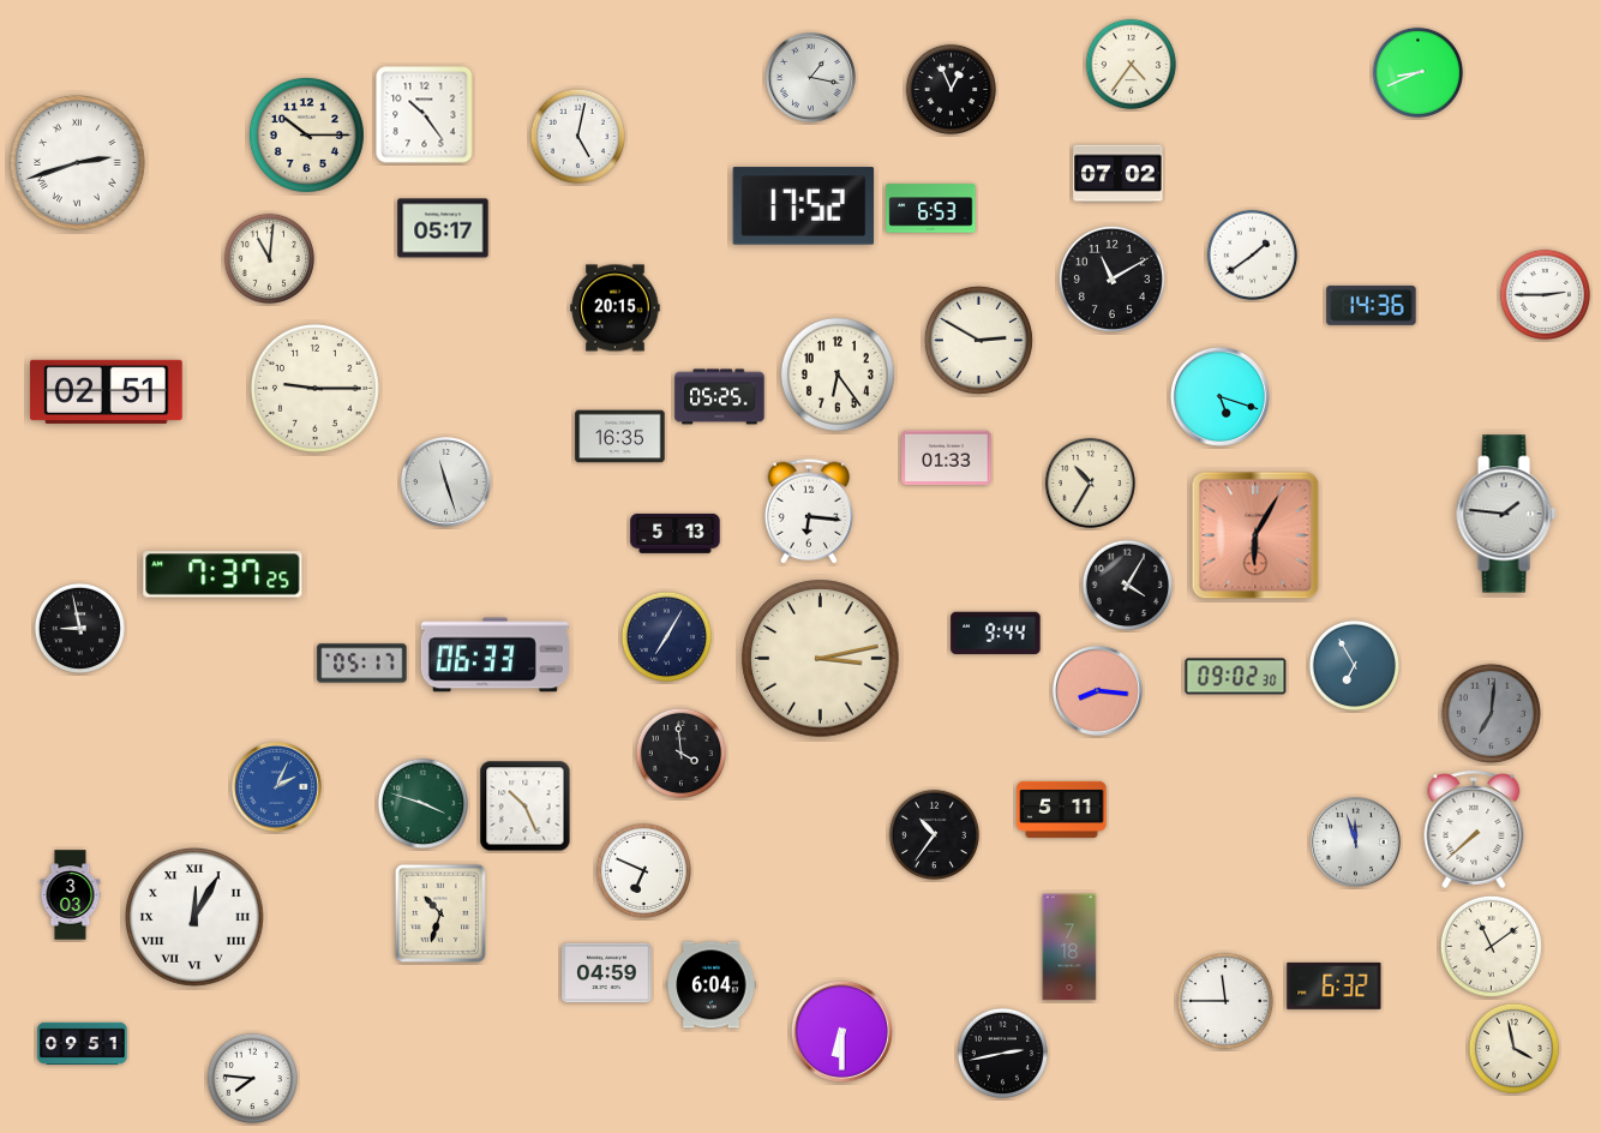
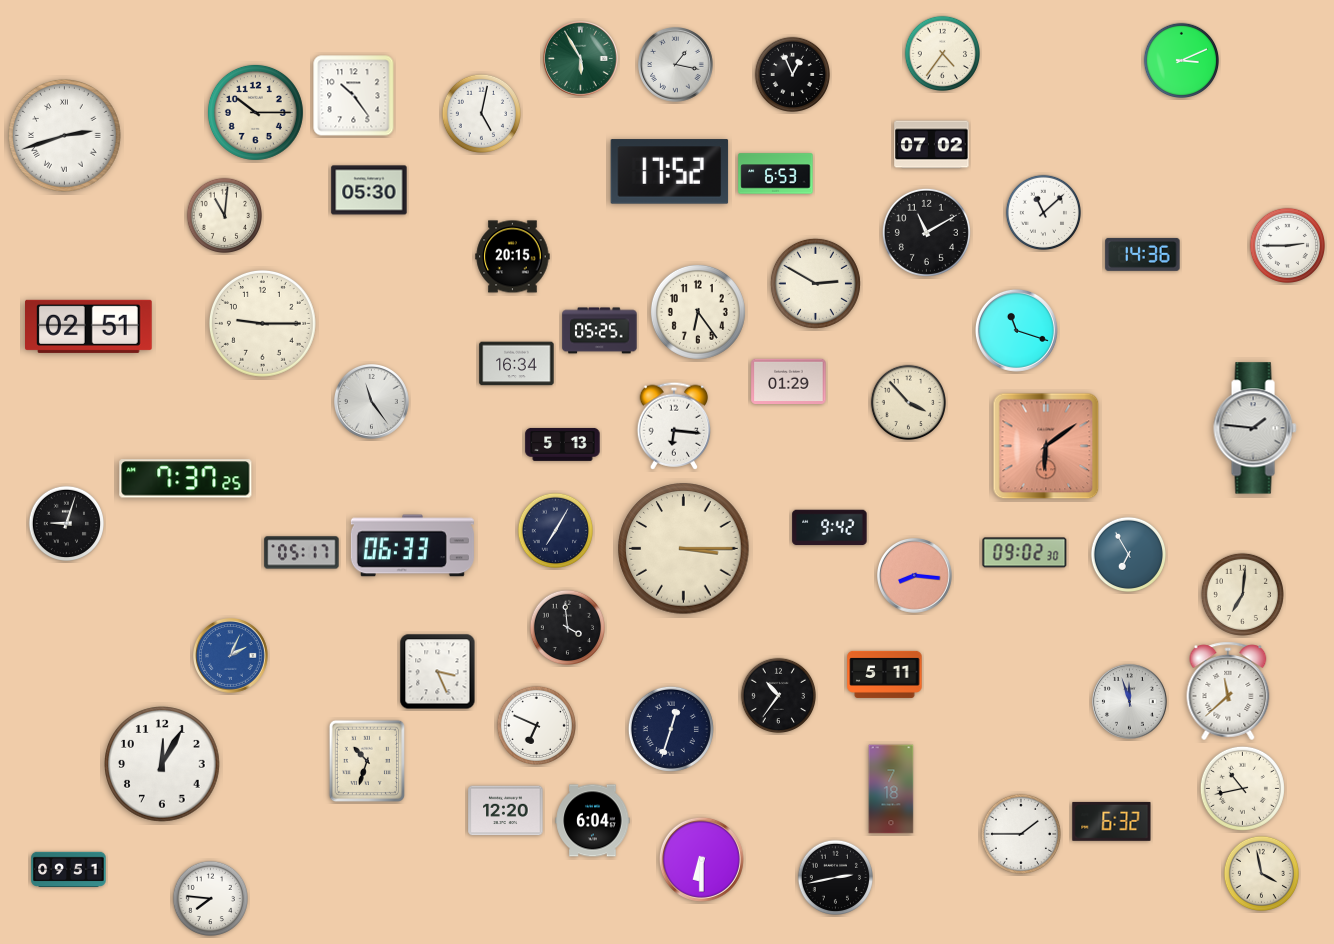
clock at (581, 59): none -> 5:55
clock at (1417, 72): 8:41 -> 3:11
clock at (443, 228): 05:17 -> 05:30
clock at (1252, 254): 1:39 -> 11:08
clock at (1219, 396): 5:18 -> 11:18
clock at (620, 437): 16:35 -> 16:34
clock at (947, 458): 01:33 -> 01:29
clock at (446, 482): 11:27 -> 11:24
clock at (1090, 482): 10:35 -> 3:53
clock at (1255, 535): 6:05 -> 6:09
clock at (1127, 585): 4:05 -> none
clock at (79, 628): 8:58 -> 9:03
clock at (996, 634): 9:44 -> 9:42
clock at (821, 659): 3:13 -> 3:15
clock at (1236, 677) position: (1236, 677) -> (1025, 553)
clock at (1491, 713) dial: grey -> cream
clock at (422, 803): 3:48 -> none
clock at (526, 807): 10:26 -> 3:26
clock at (1474, 829): 7:38 -> 11:38
clock at (671, 729): none -> 12:33
clock at (71, 895): 3:03 -> none
clock at (196, 918) numerals: Roman -> Arabic
clock at (1491, 946): 11:09 -> 10:43
clock at (607, 973): 04:59 -> 12:20
clock at (1225, 1001): 11:45 -> 1:45
